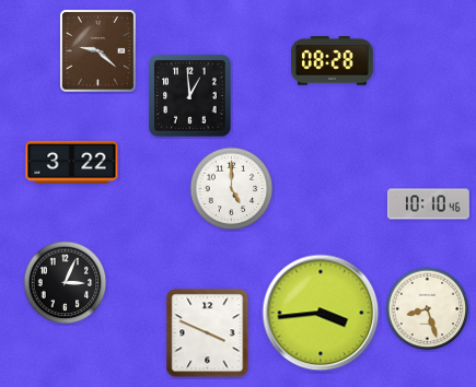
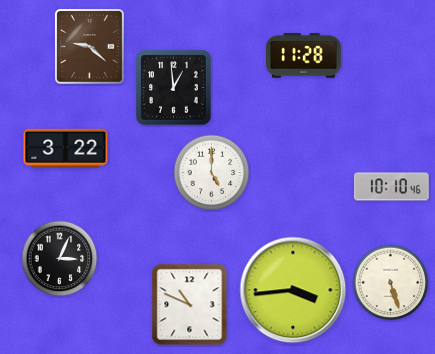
clock at (333, 61): 08:28 -> 11:28
clock at (428, 309): 8:27 -> 5:27
clock at (321, 313) position: (321, 313) -> (293, 290)
clock at (208, 333): 3:49 -> 10:49
